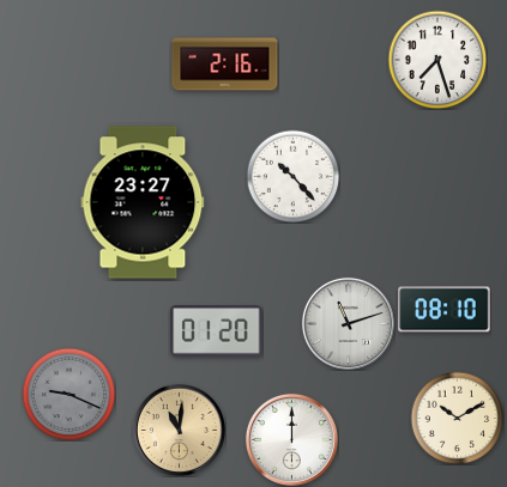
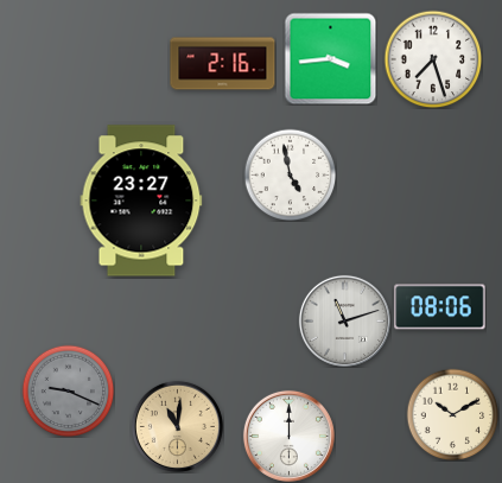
clock at (330, 58): none -> 3:44
clock at (292, 176): 10:23 -> 4:58
clock at (445, 310): 08:10 -> 08:06
clock at (217, 331): 01:20 -> none
